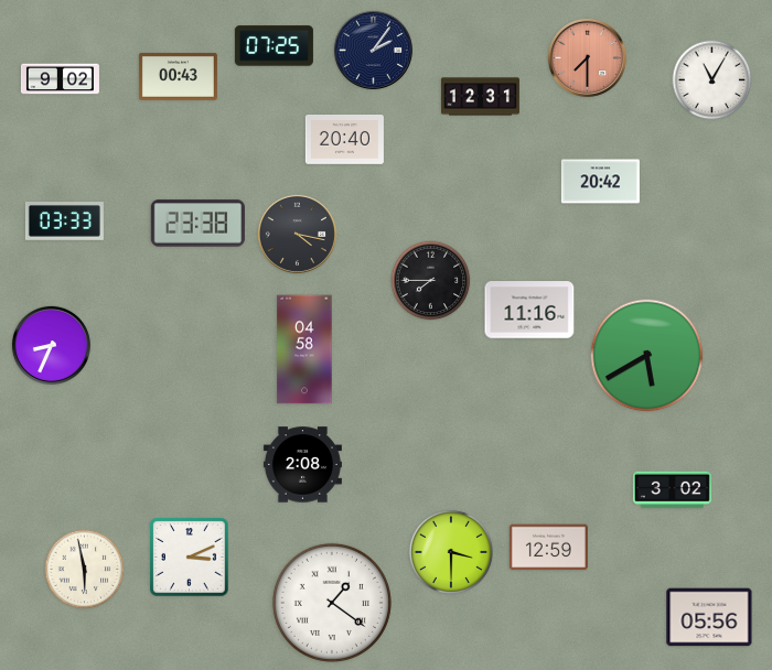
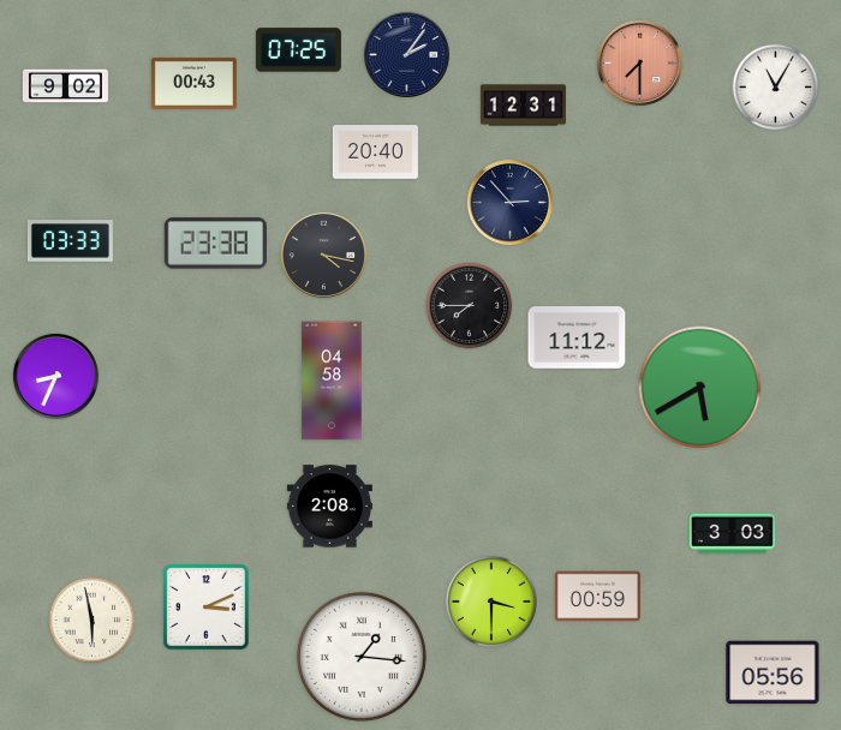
clock at (600, 182): 20:42 -> none
clock at (509, 202): none -> 2:53
clock at (529, 310): 11:16 -> 11:12
clock at (647, 356) position: (647, 356) -> (700, 388)
clock at (672, 490): 3:02 -> 3:03
clock at (548, 548): 12:59 -> 00:59
clock at (332, 603): 1:21 -> 1:16
